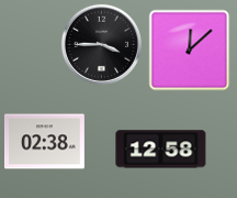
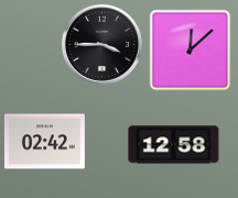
clock at (44, 142): 02:38 -> 02:42
clock at (161, 150) position: (161, 150) -> (174, 145)
